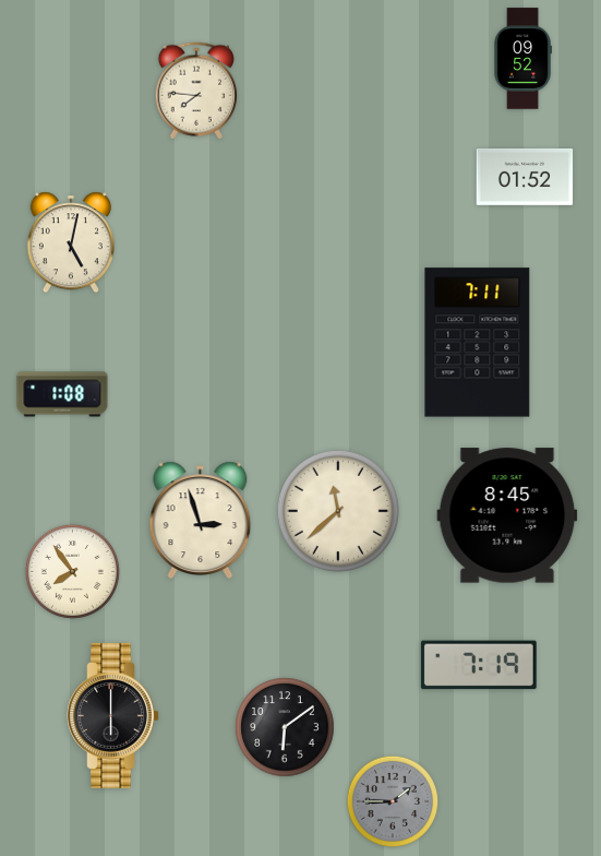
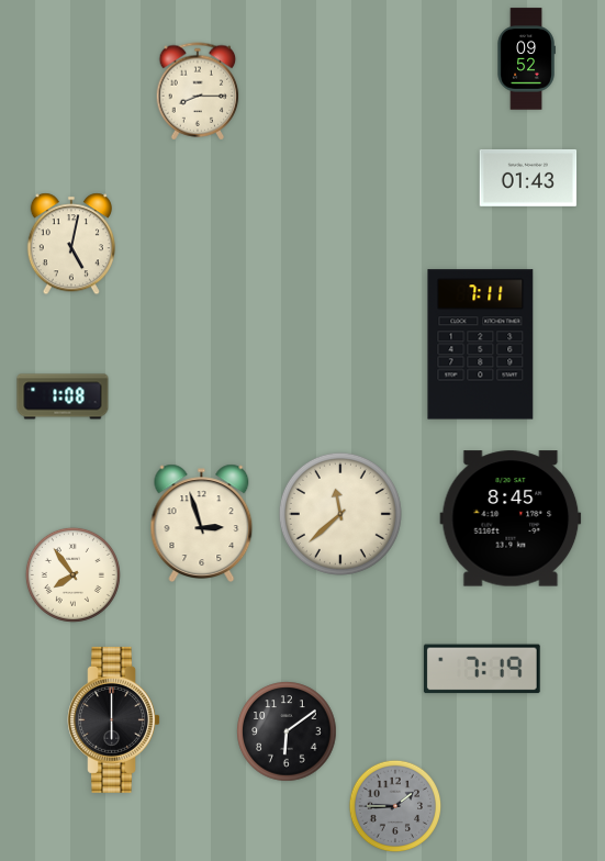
clock at (196, 91): 7:46 -> 8:15
clock at (525, 177): 01:52 -> 01:43
